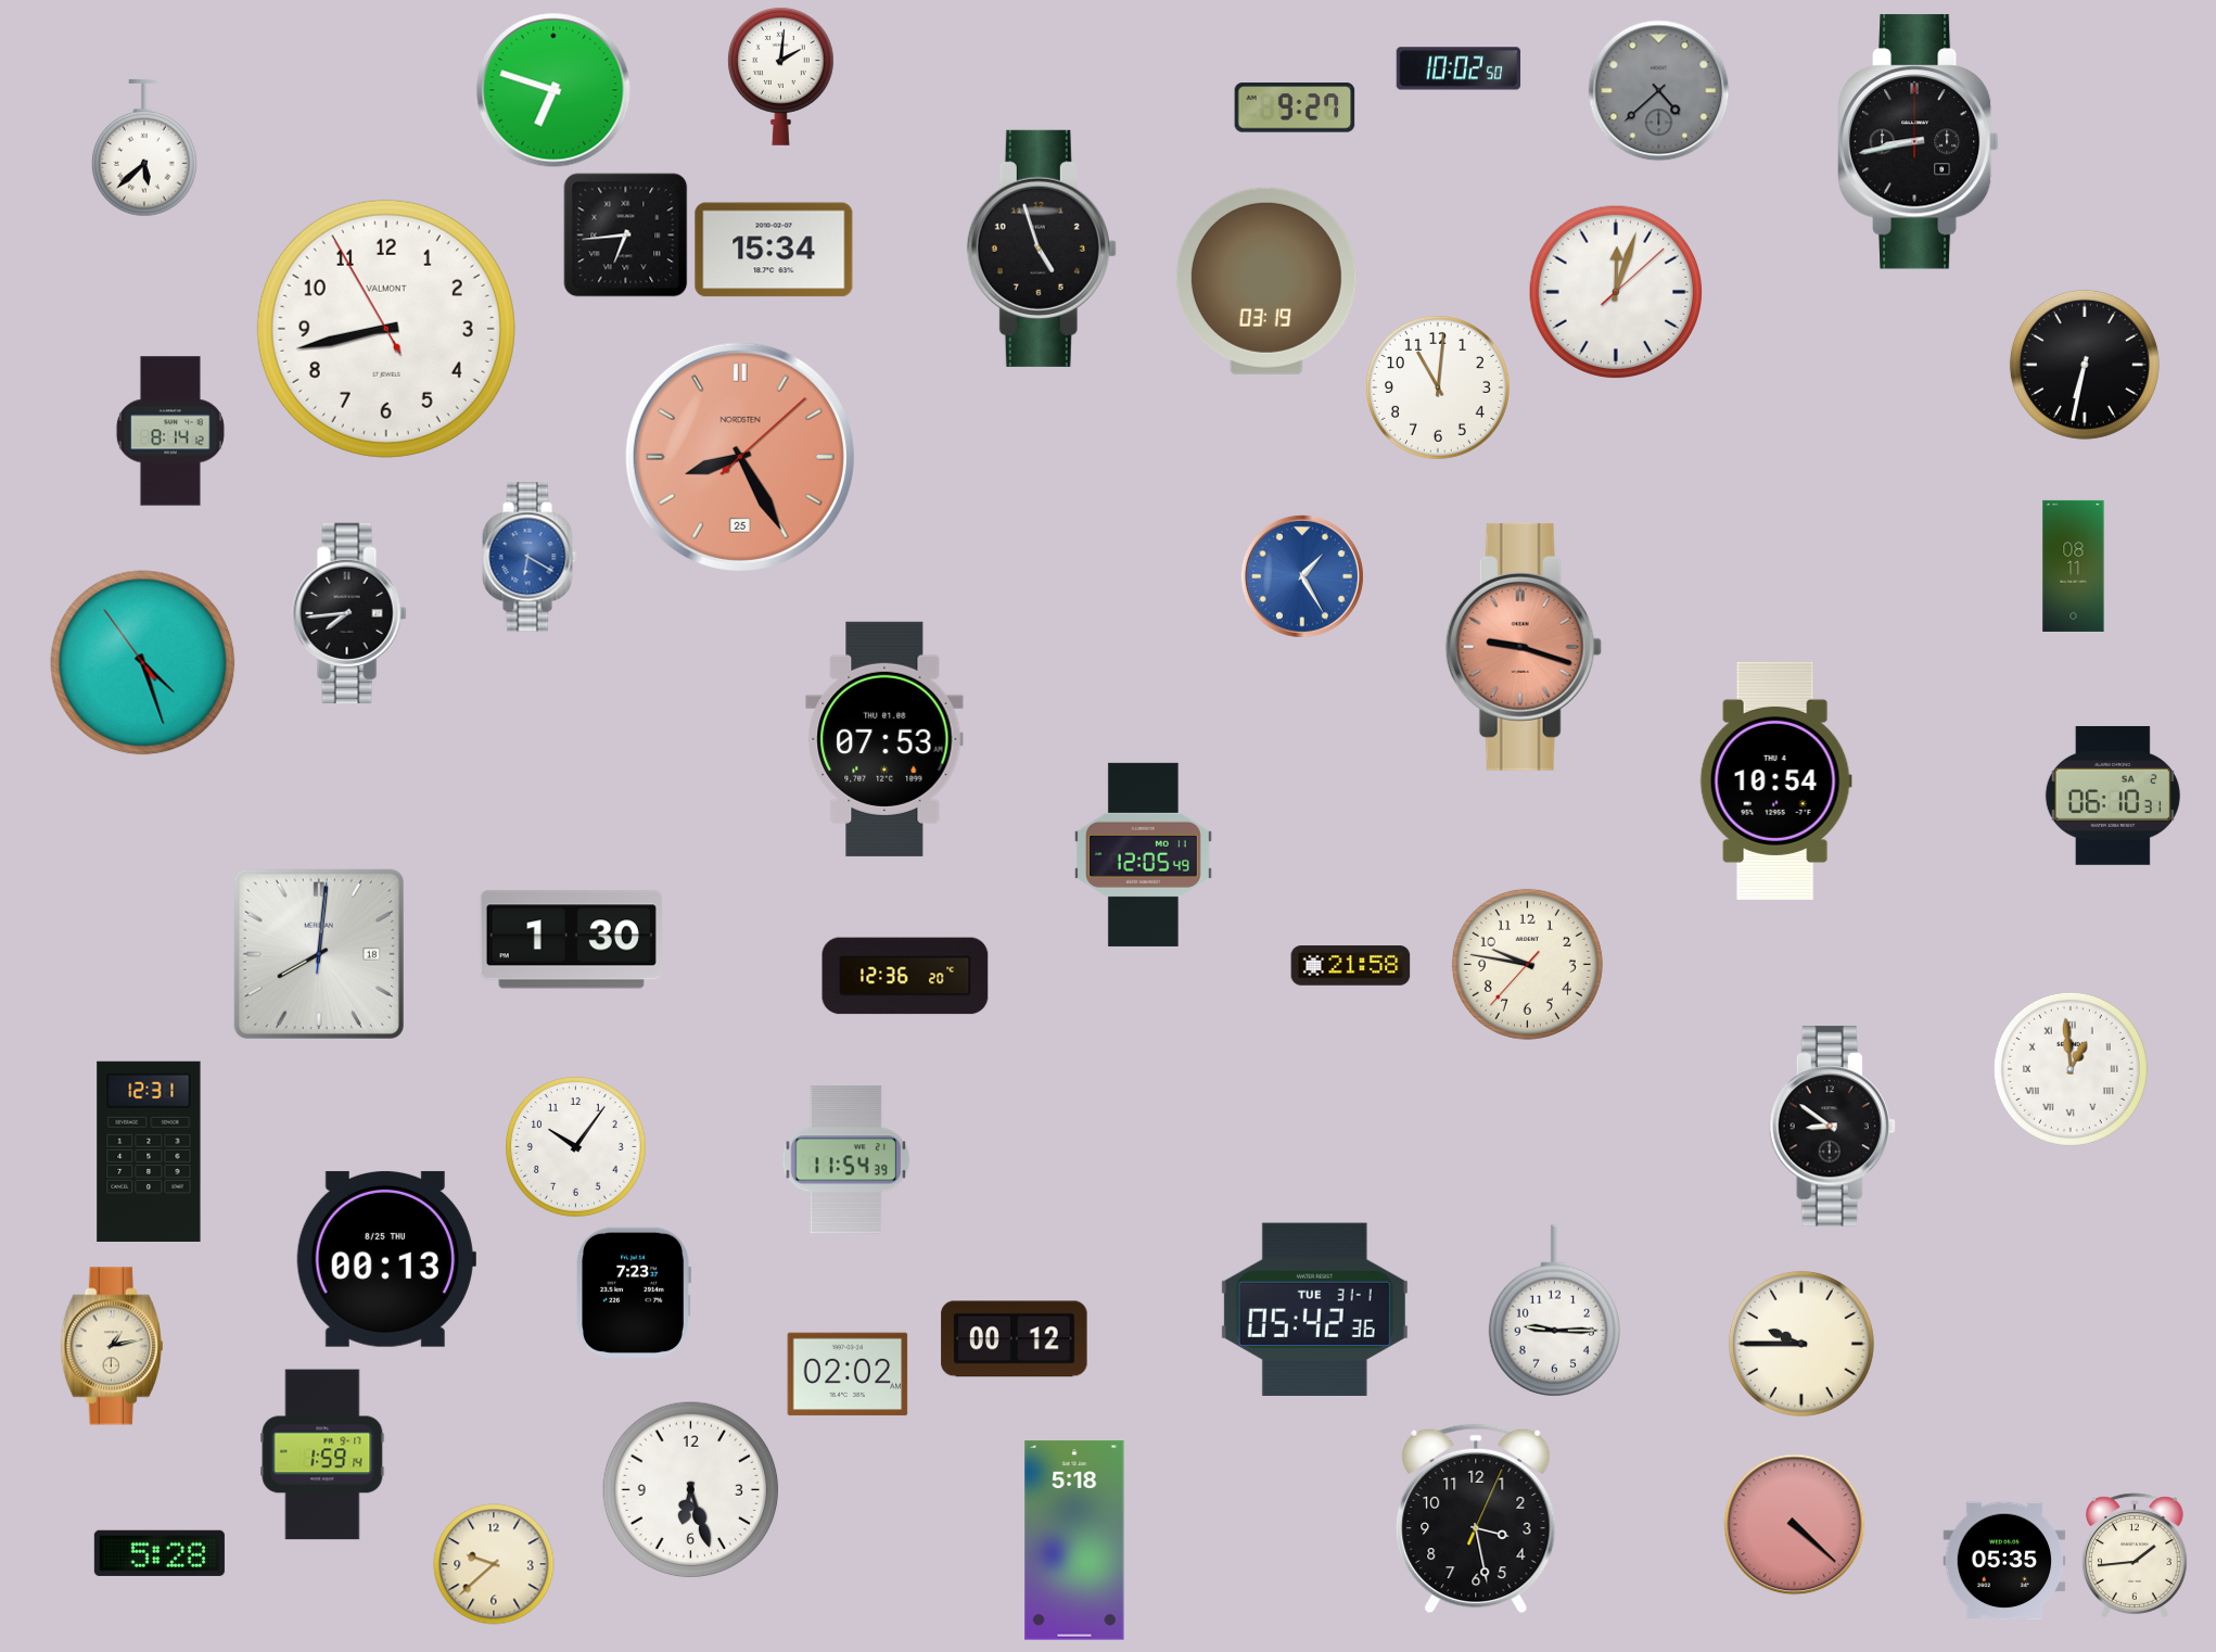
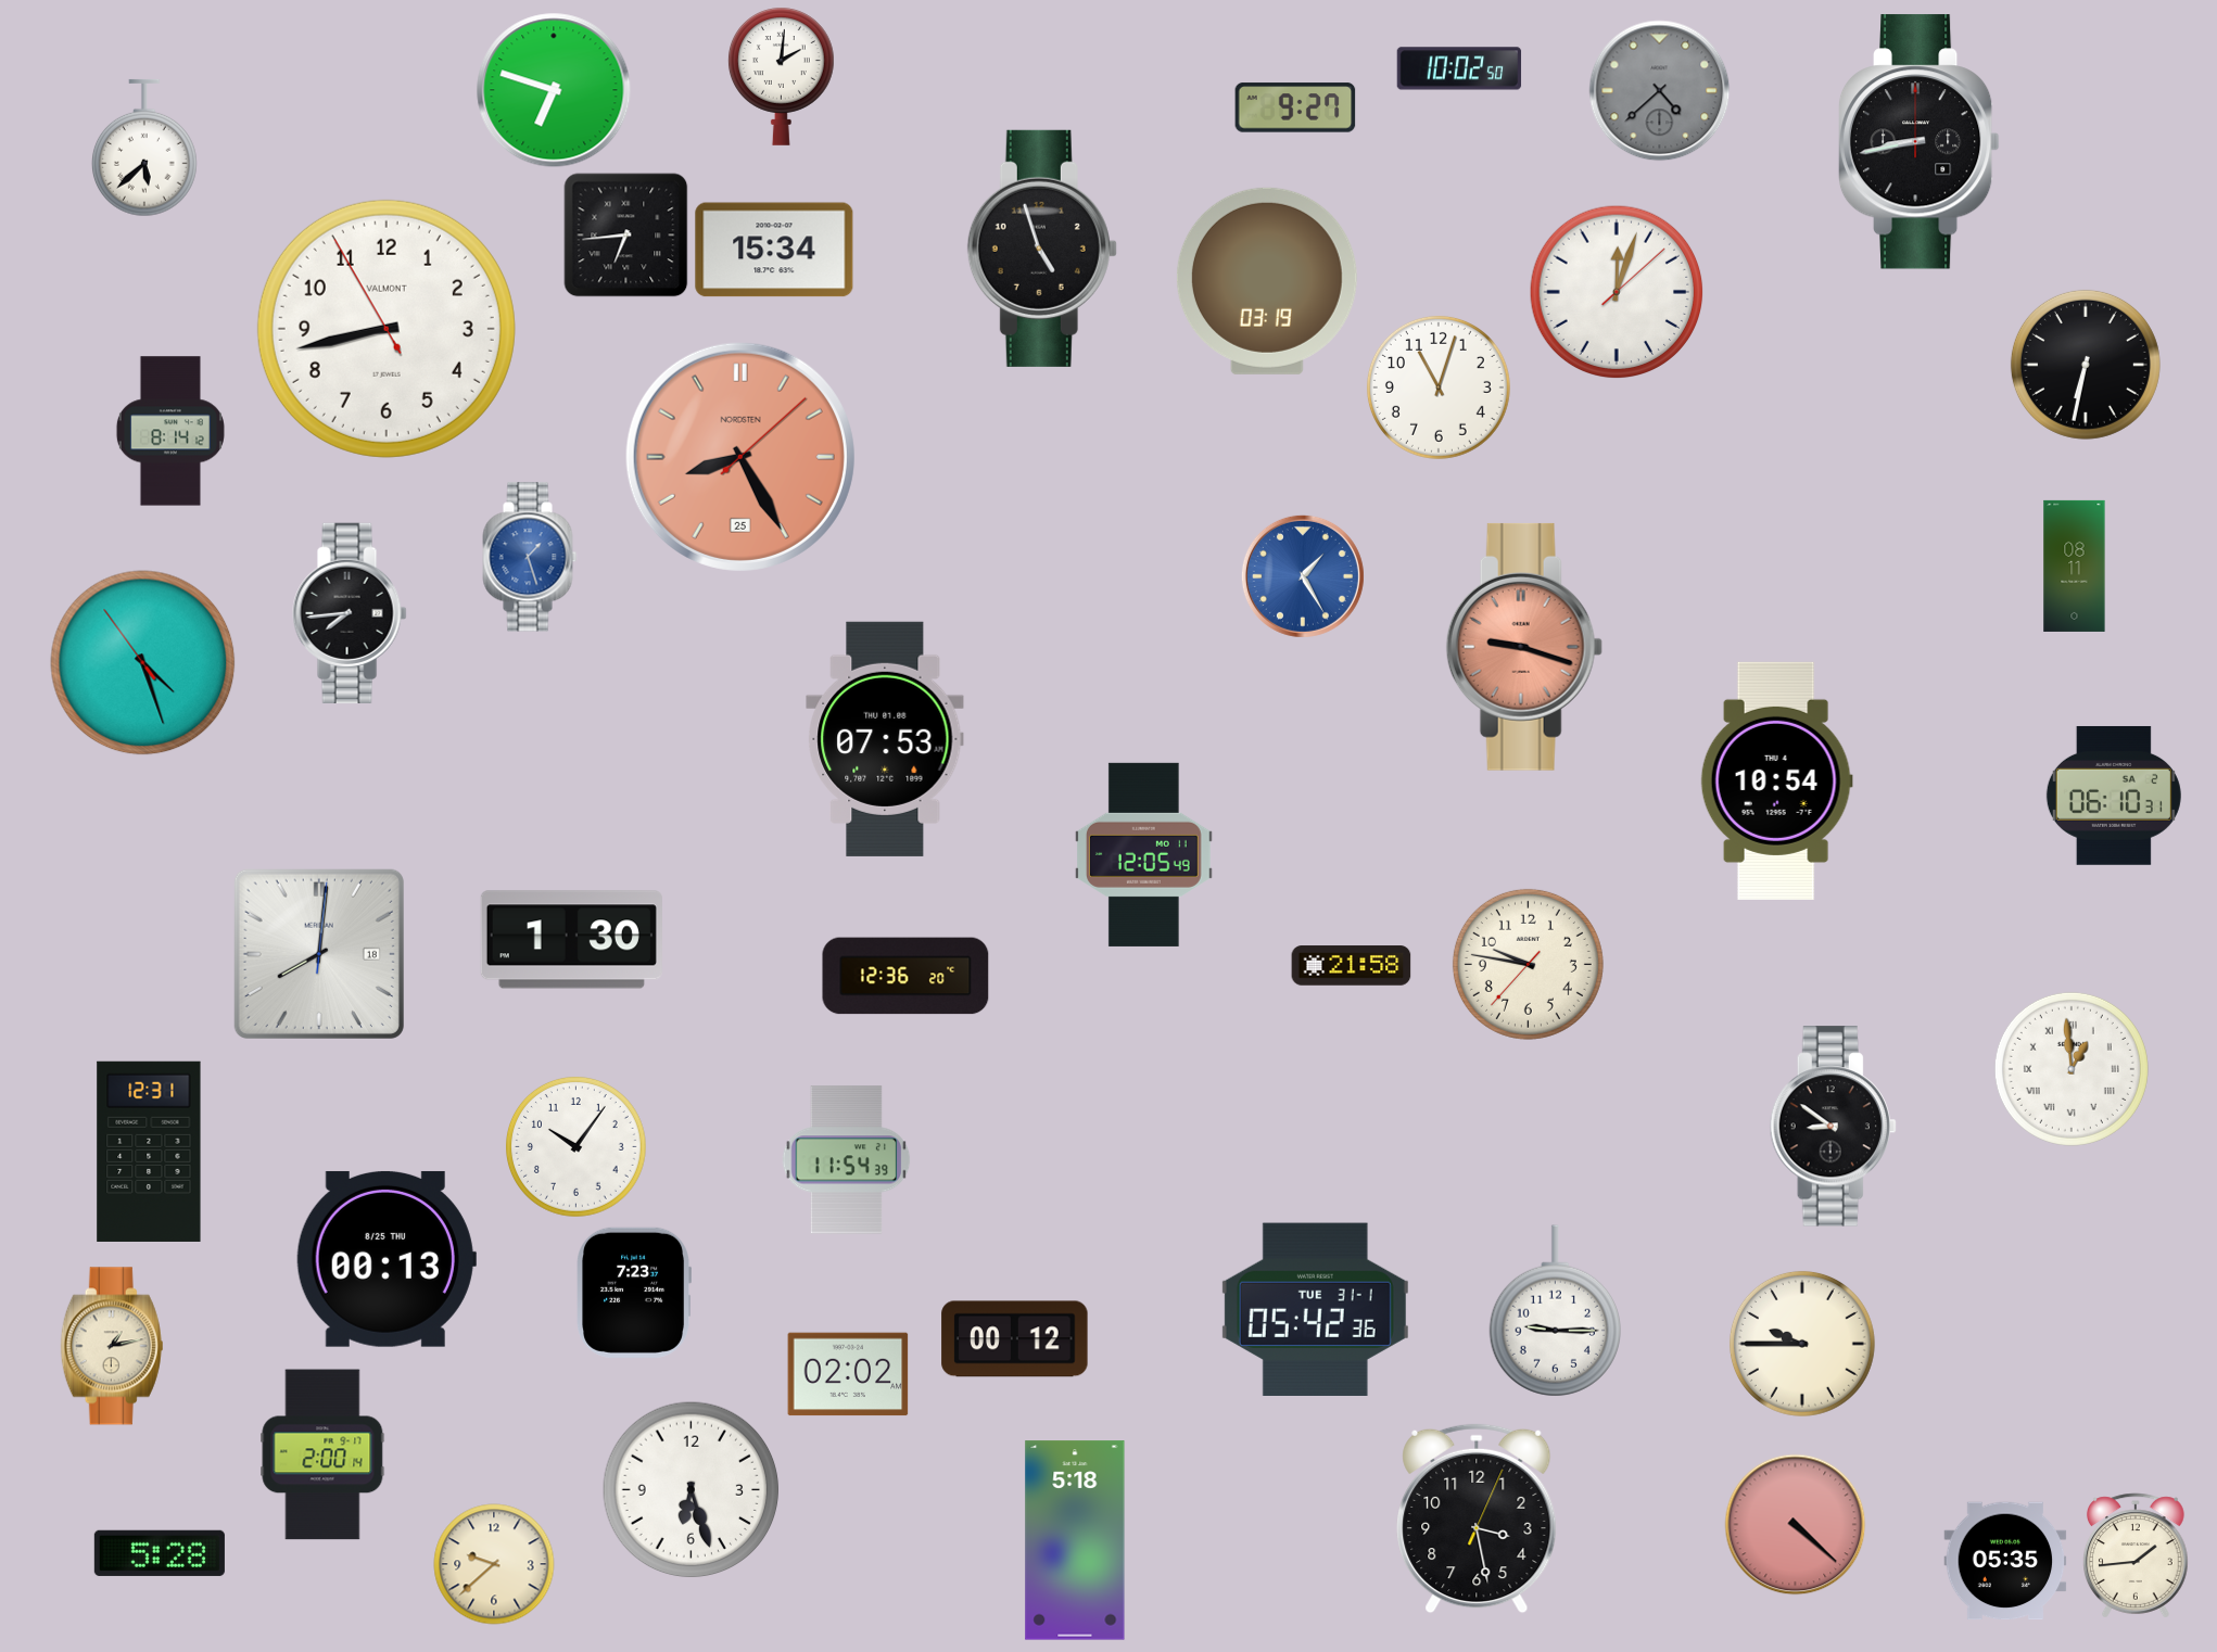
clock at (1438, 387): 11:01 -> 11:03
clock at (530, 557): 6:20 -> 1:27
clock at (322, 1454): 1:59 -> 2:00
